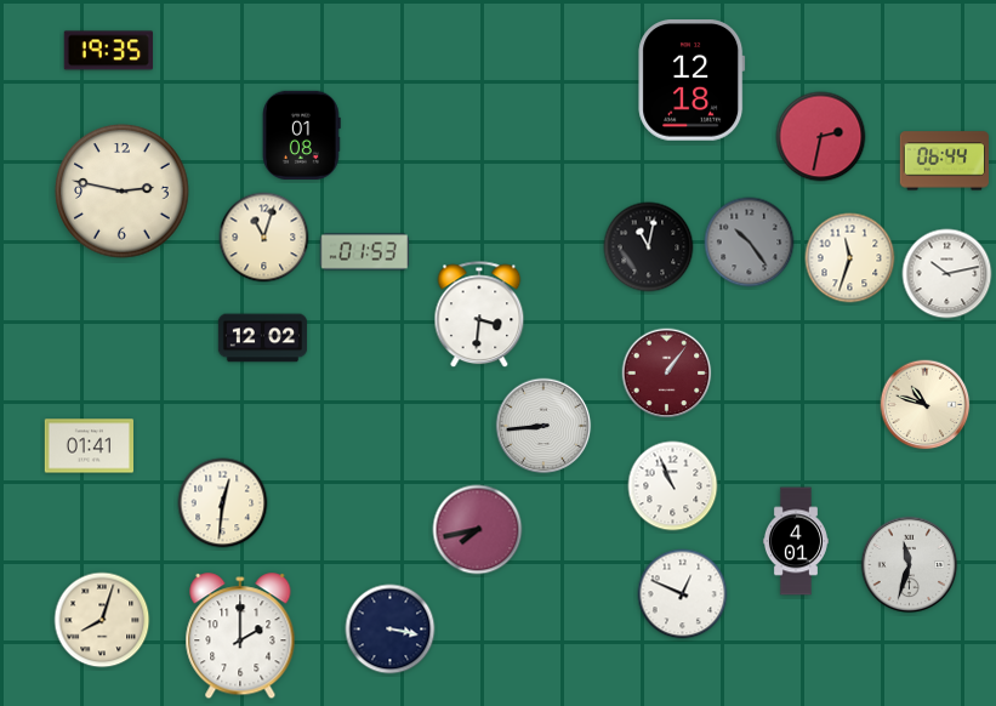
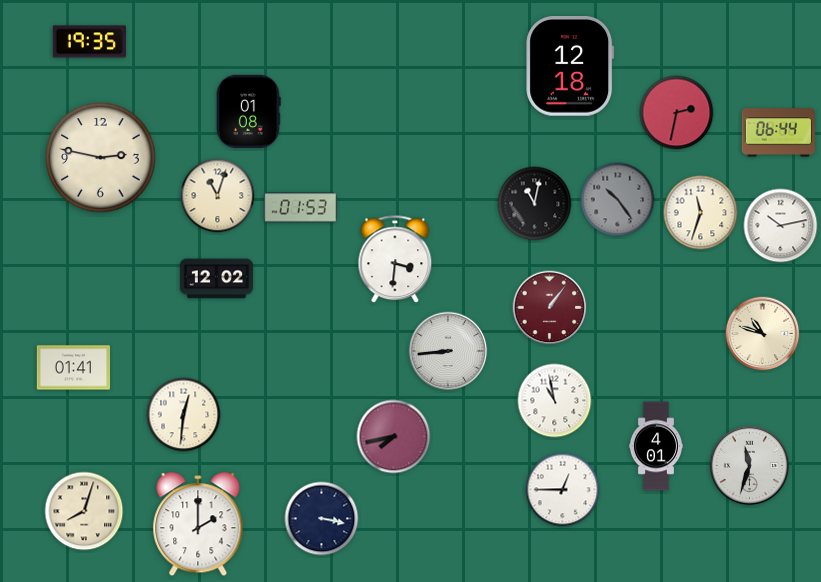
clock at (673, 486): 10:56 -> 10:58
clock at (683, 594): 12:49 -> 12:45
